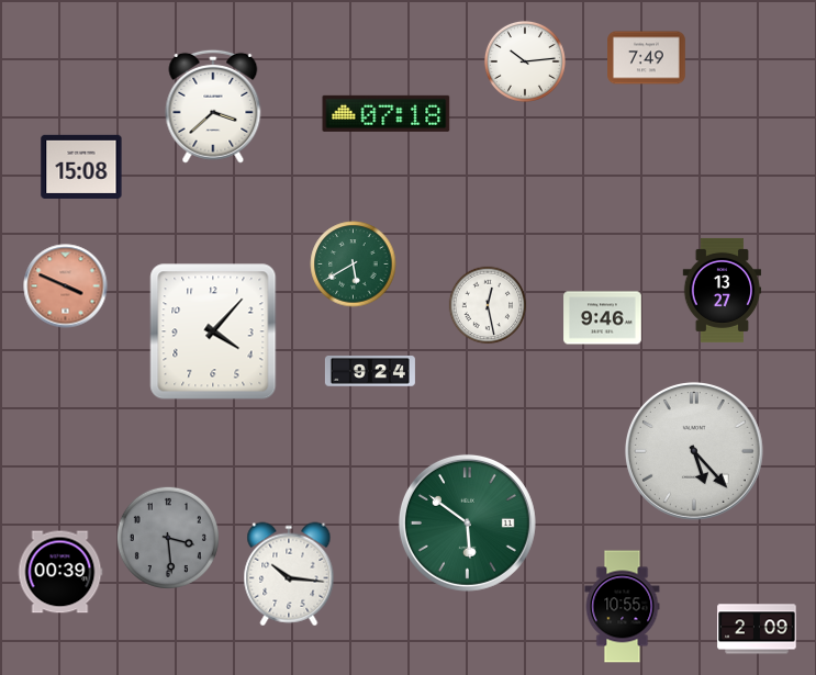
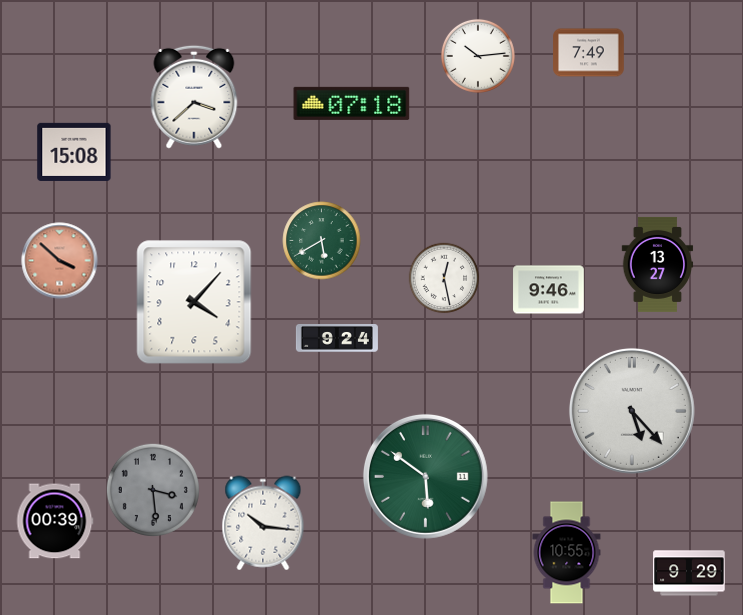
clock at (66, 286): 3:49 -> 3:52
clock at (757, 629): 2:09 -> 9:29
